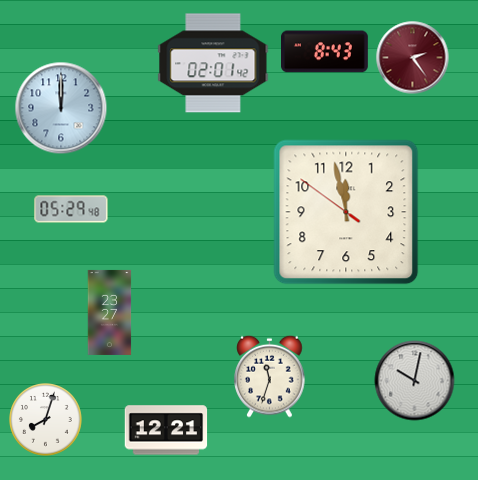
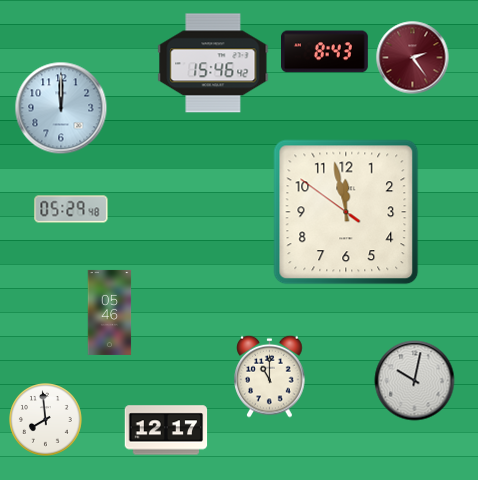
clock at (213, 63): 02:01 -> 15:46
clock at (110, 312): 23:27 -> 05:46
clock at (270, 376): 11:33 -> 11:00
clock at (46, 420): 8:03 -> 7:59
clock at (166, 430): 12:21 -> 12:17
